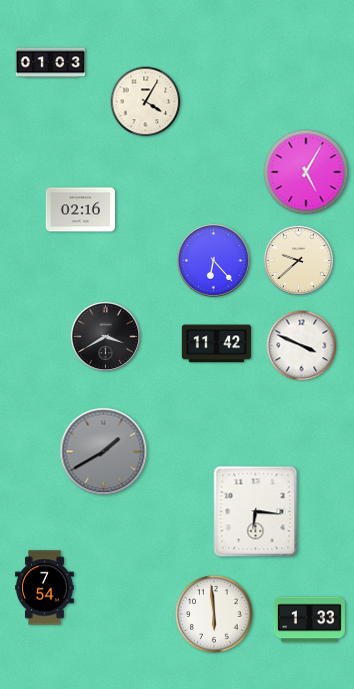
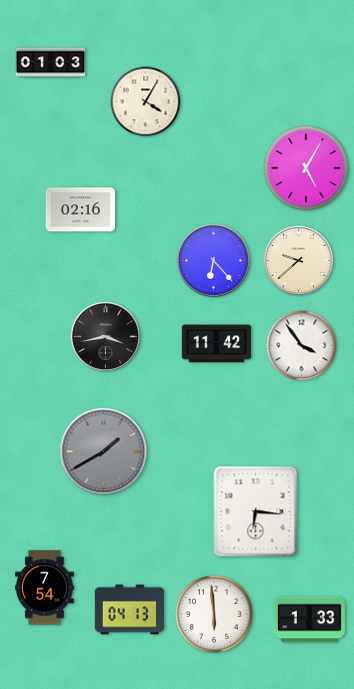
clock at (306, 172) position: (306, 172) -> (306, 168)
clock at (105, 336): 3:40 -> 3:43
clock at (302, 346): 3:49 -> 3:54
clock at (130, 610): none -> 04:13
